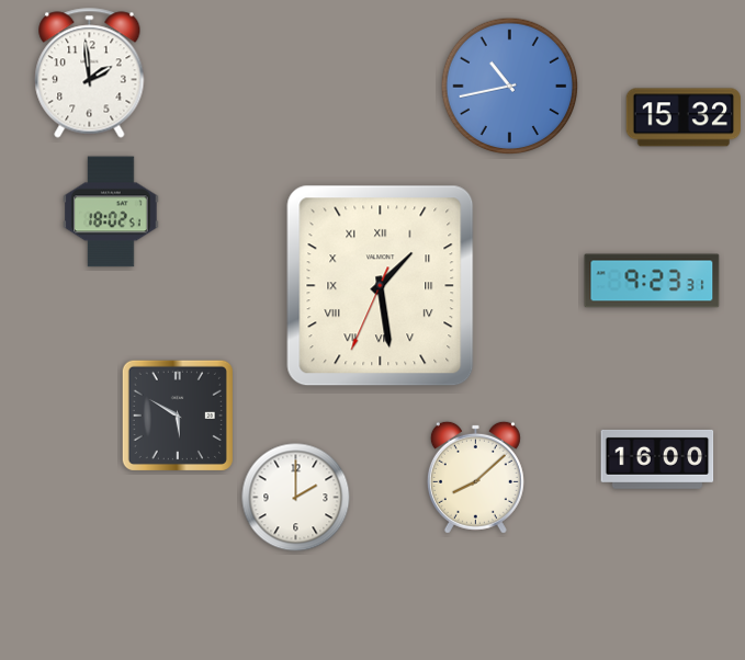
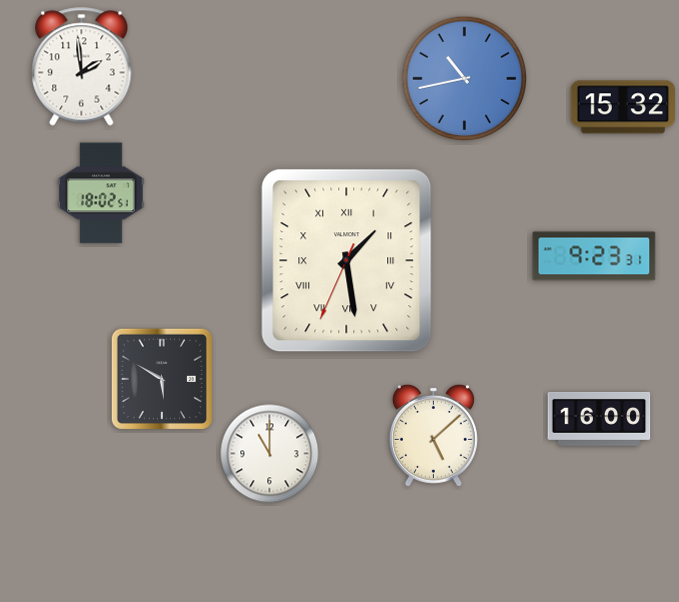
clock at (475, 477): 8:08 -> 5:08
clock at (296, 498): 2:00 -> 11:00
